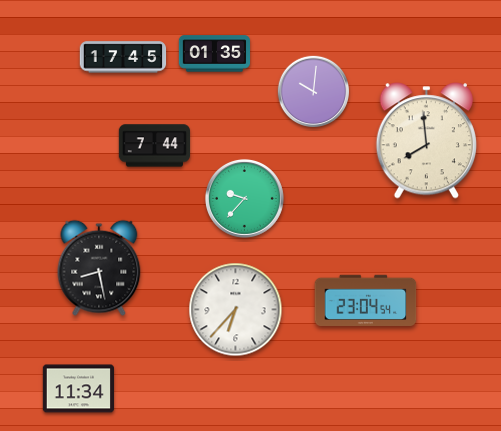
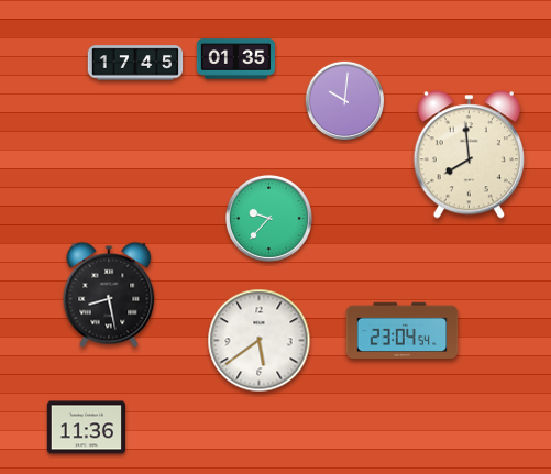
clock at (154, 146): 7:44 -> none
clock at (236, 310): 6:37 -> 5:39
clock at (78, 389): 11:34 -> 11:36
